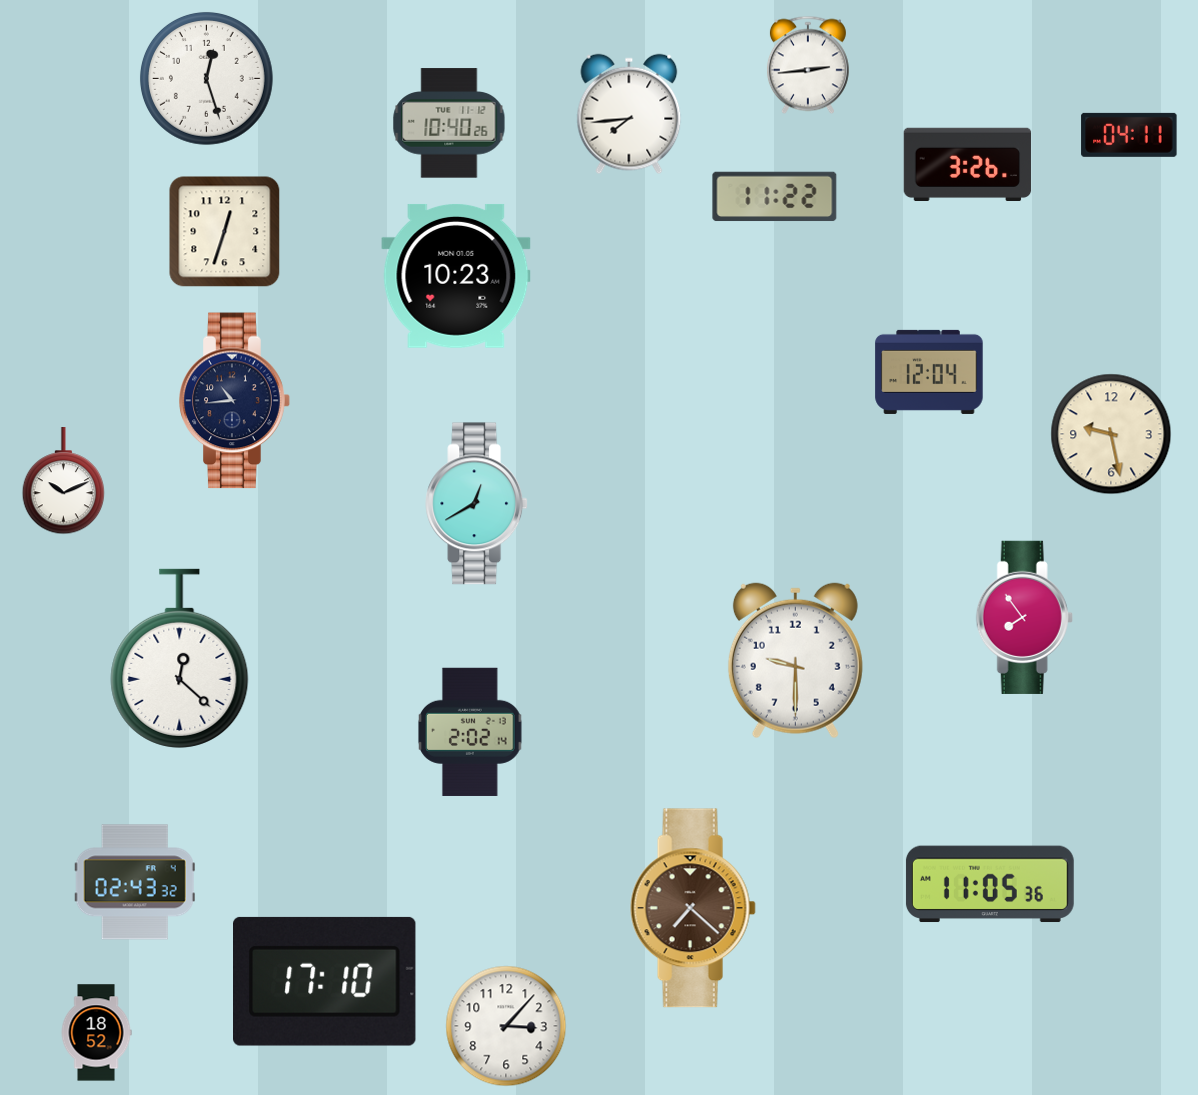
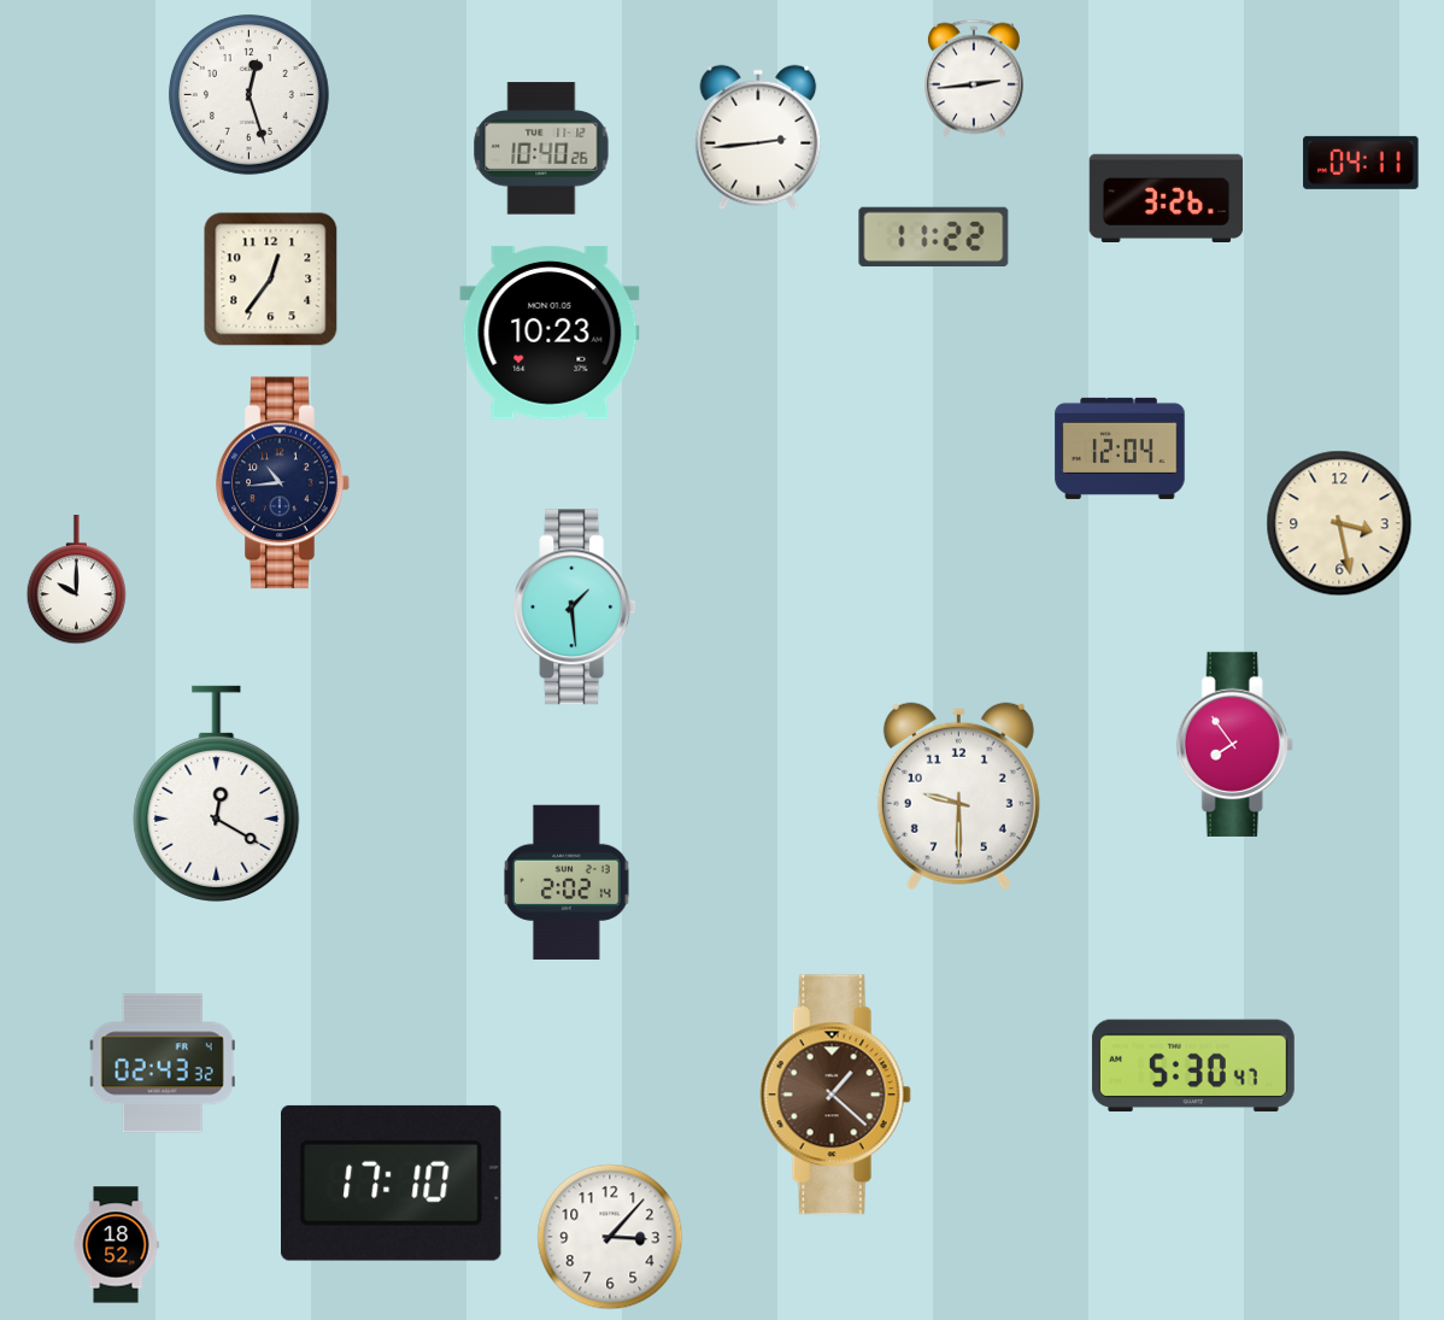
clock at (629, 114): 7:44 -> 2:44
clock at (225, 232): 12:33 -> 12:36
clock at (1111, 434): 9:28 -> 3:28
clock at (64, 481): 10:11 -> 10:00
clock at (477, 504): 12:40 -> 1:29
clock at (180, 658): 12:22 -> 12:20
clock at (990, 884): 11:05 -> 5:30
clock at (693, 908): 7:22 -> 1:22
